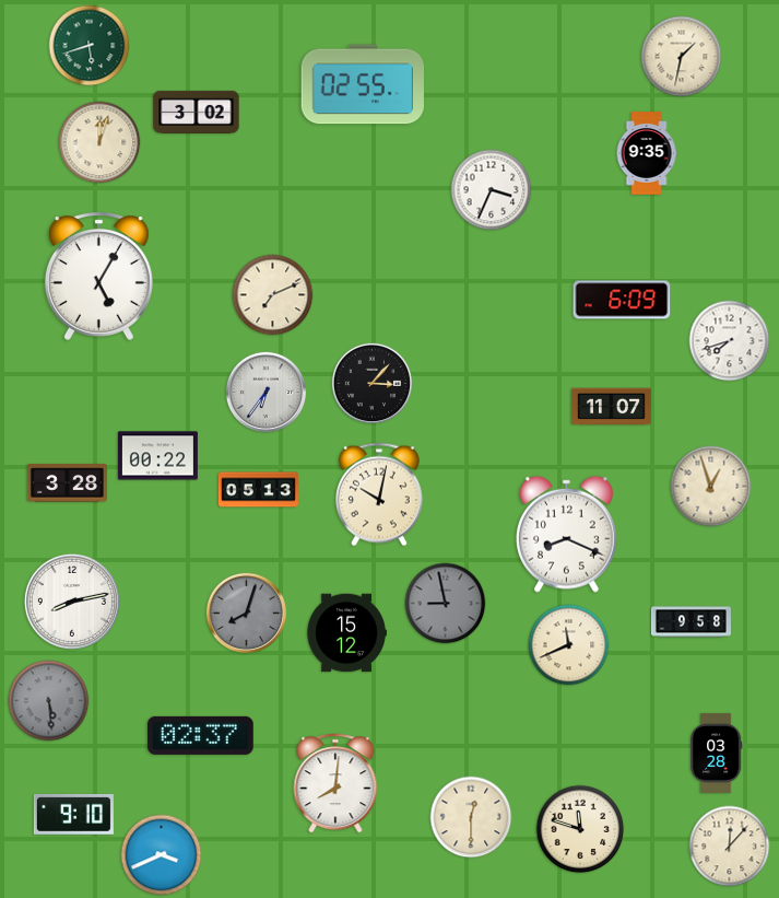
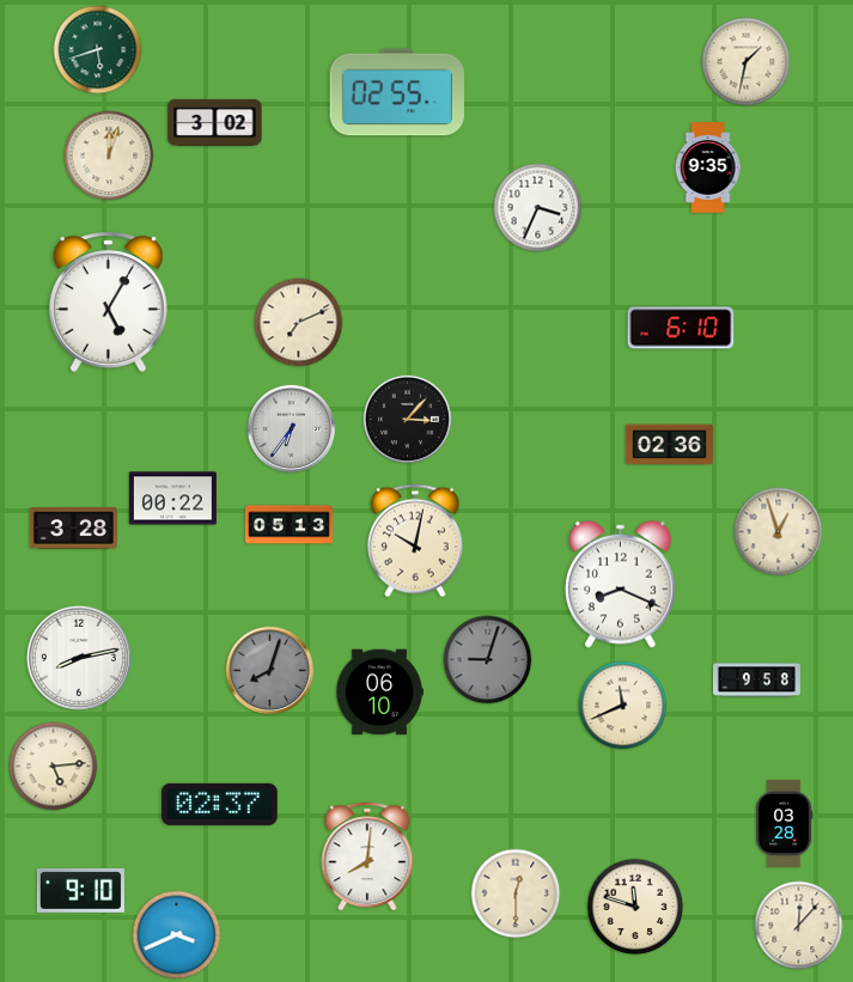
clock at (622, 300): 6:09 -> 6:10
clock at (730, 341): 7:42 -> none
clock at (611, 407): 11:07 -> 02:36
clock at (258, 490) position: (258, 490) -> (288, 525)
clock at (446, 604): 8:58 -> 9:03
clock at (346, 633): 15:12 -> 06:10
clock at (49, 701): 5:29 -> 5:14
clock at (49, 701) dial: grey -> cream
